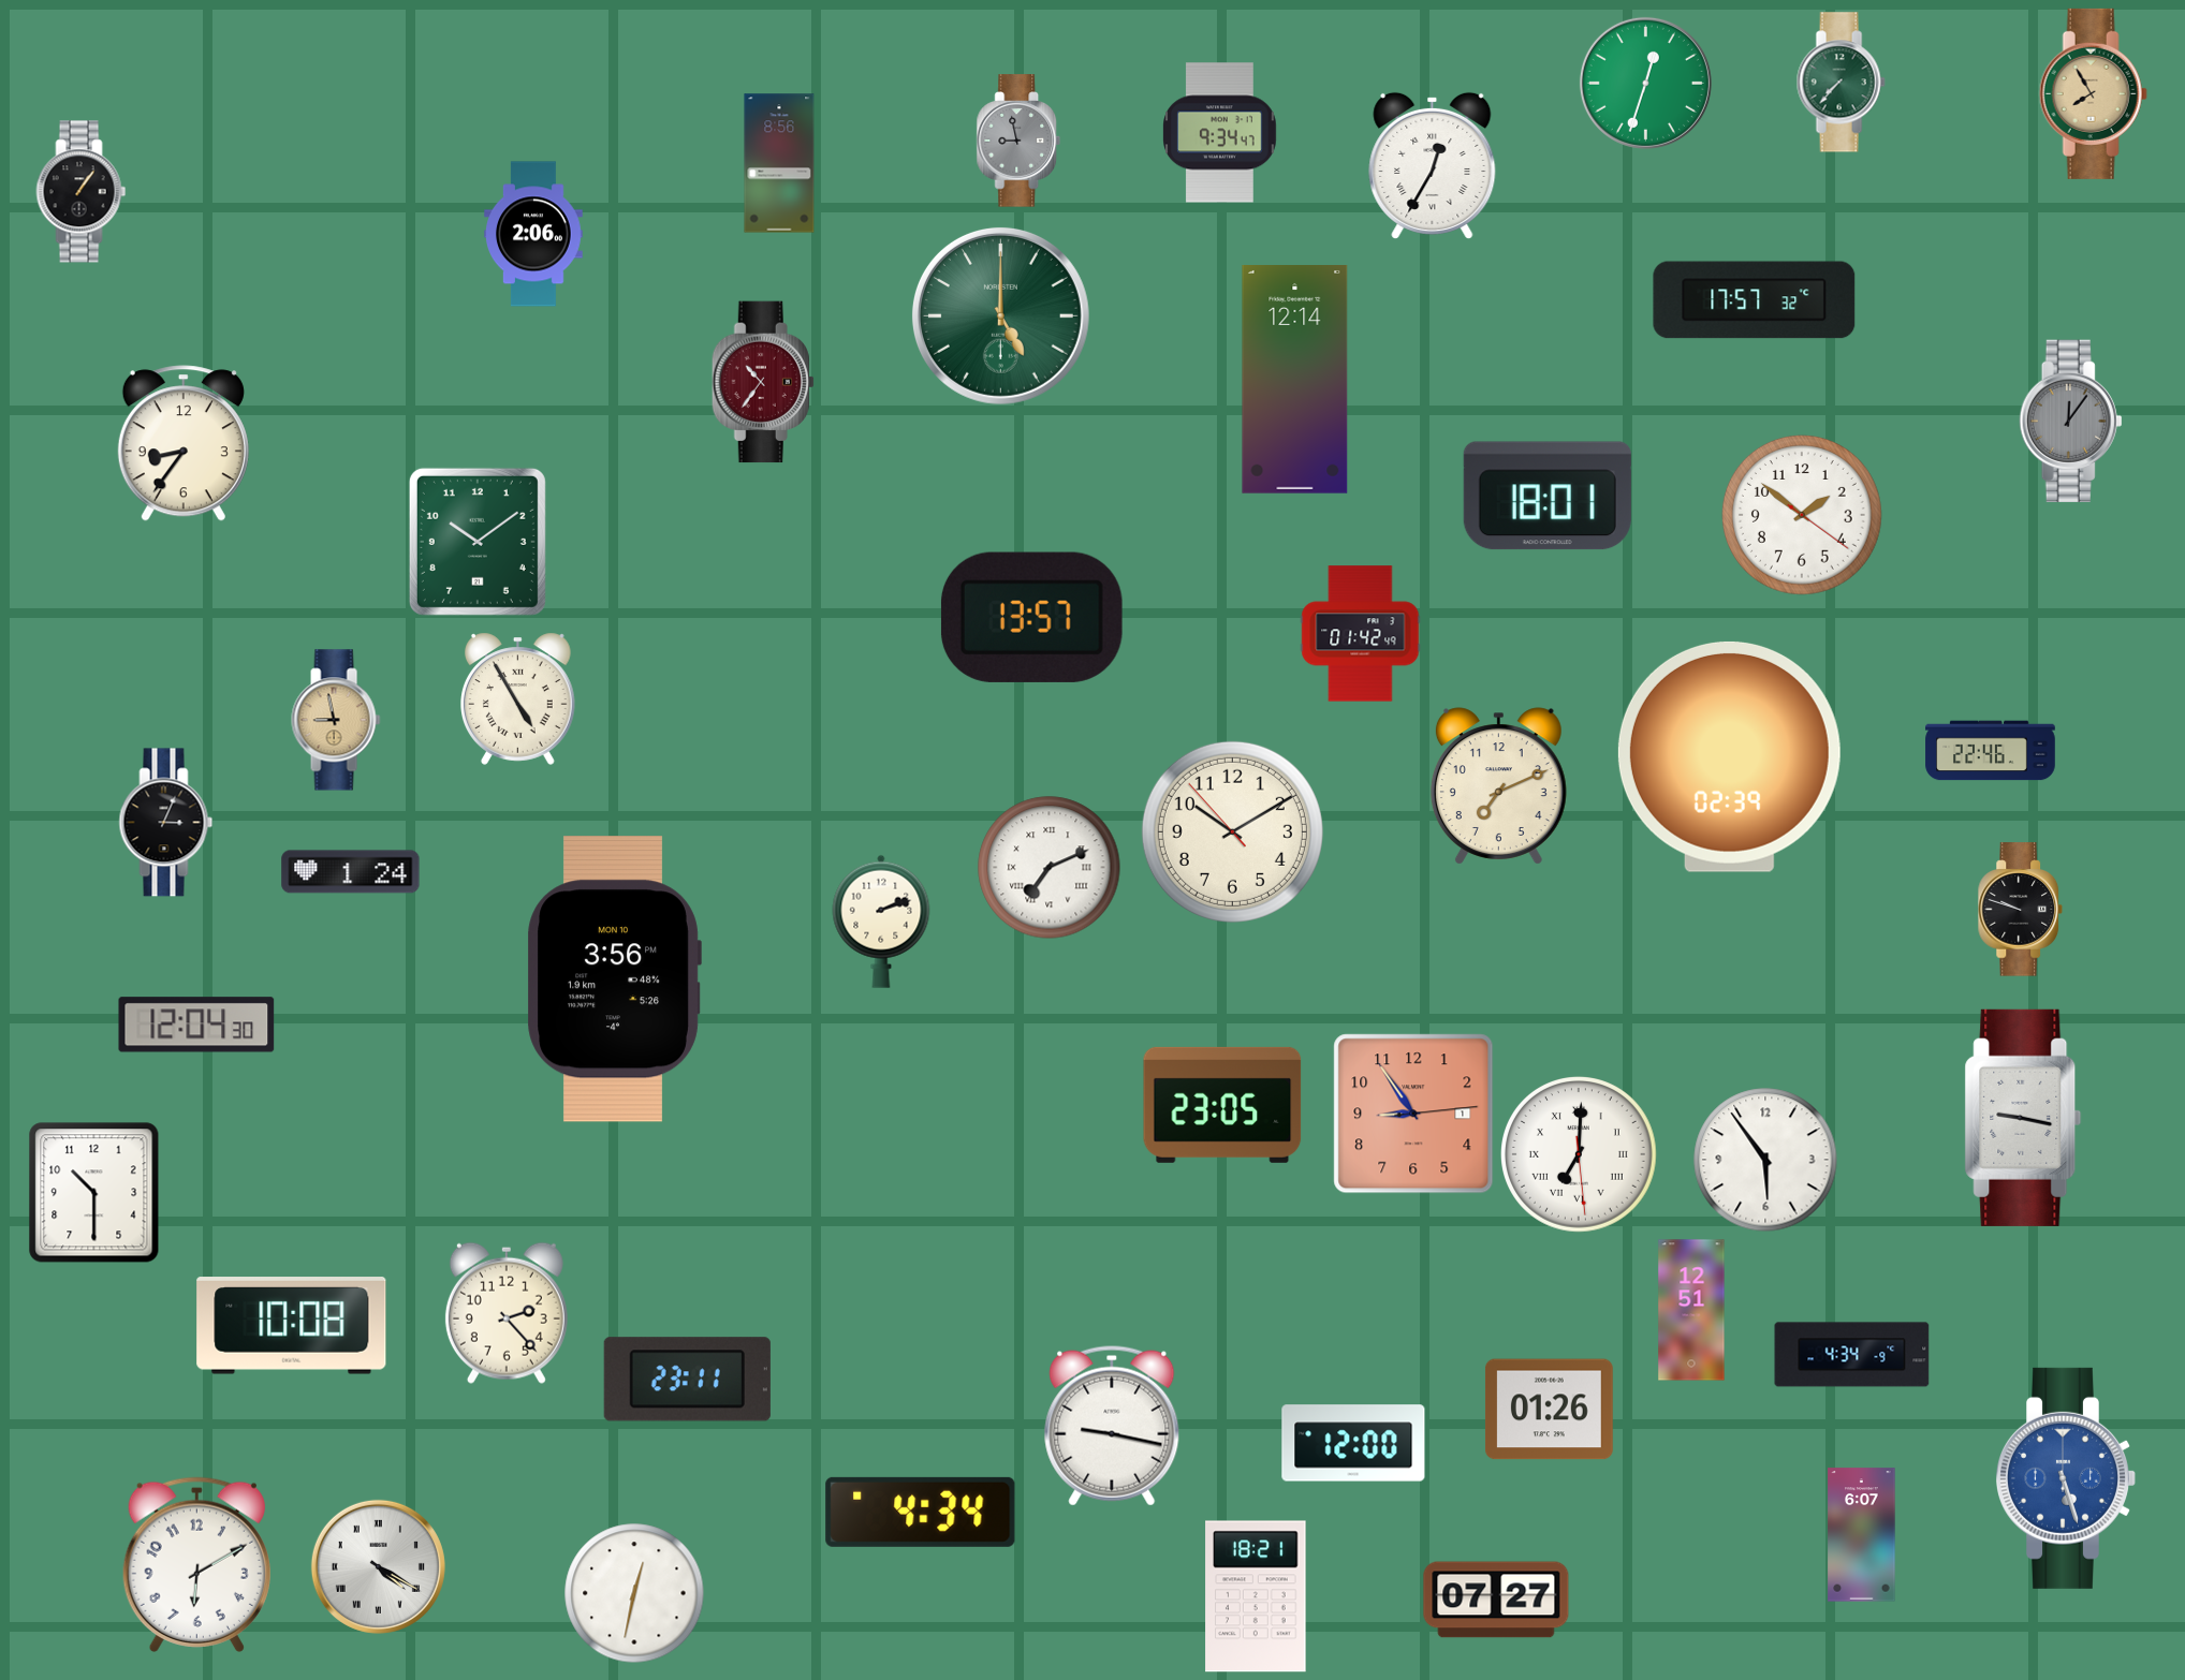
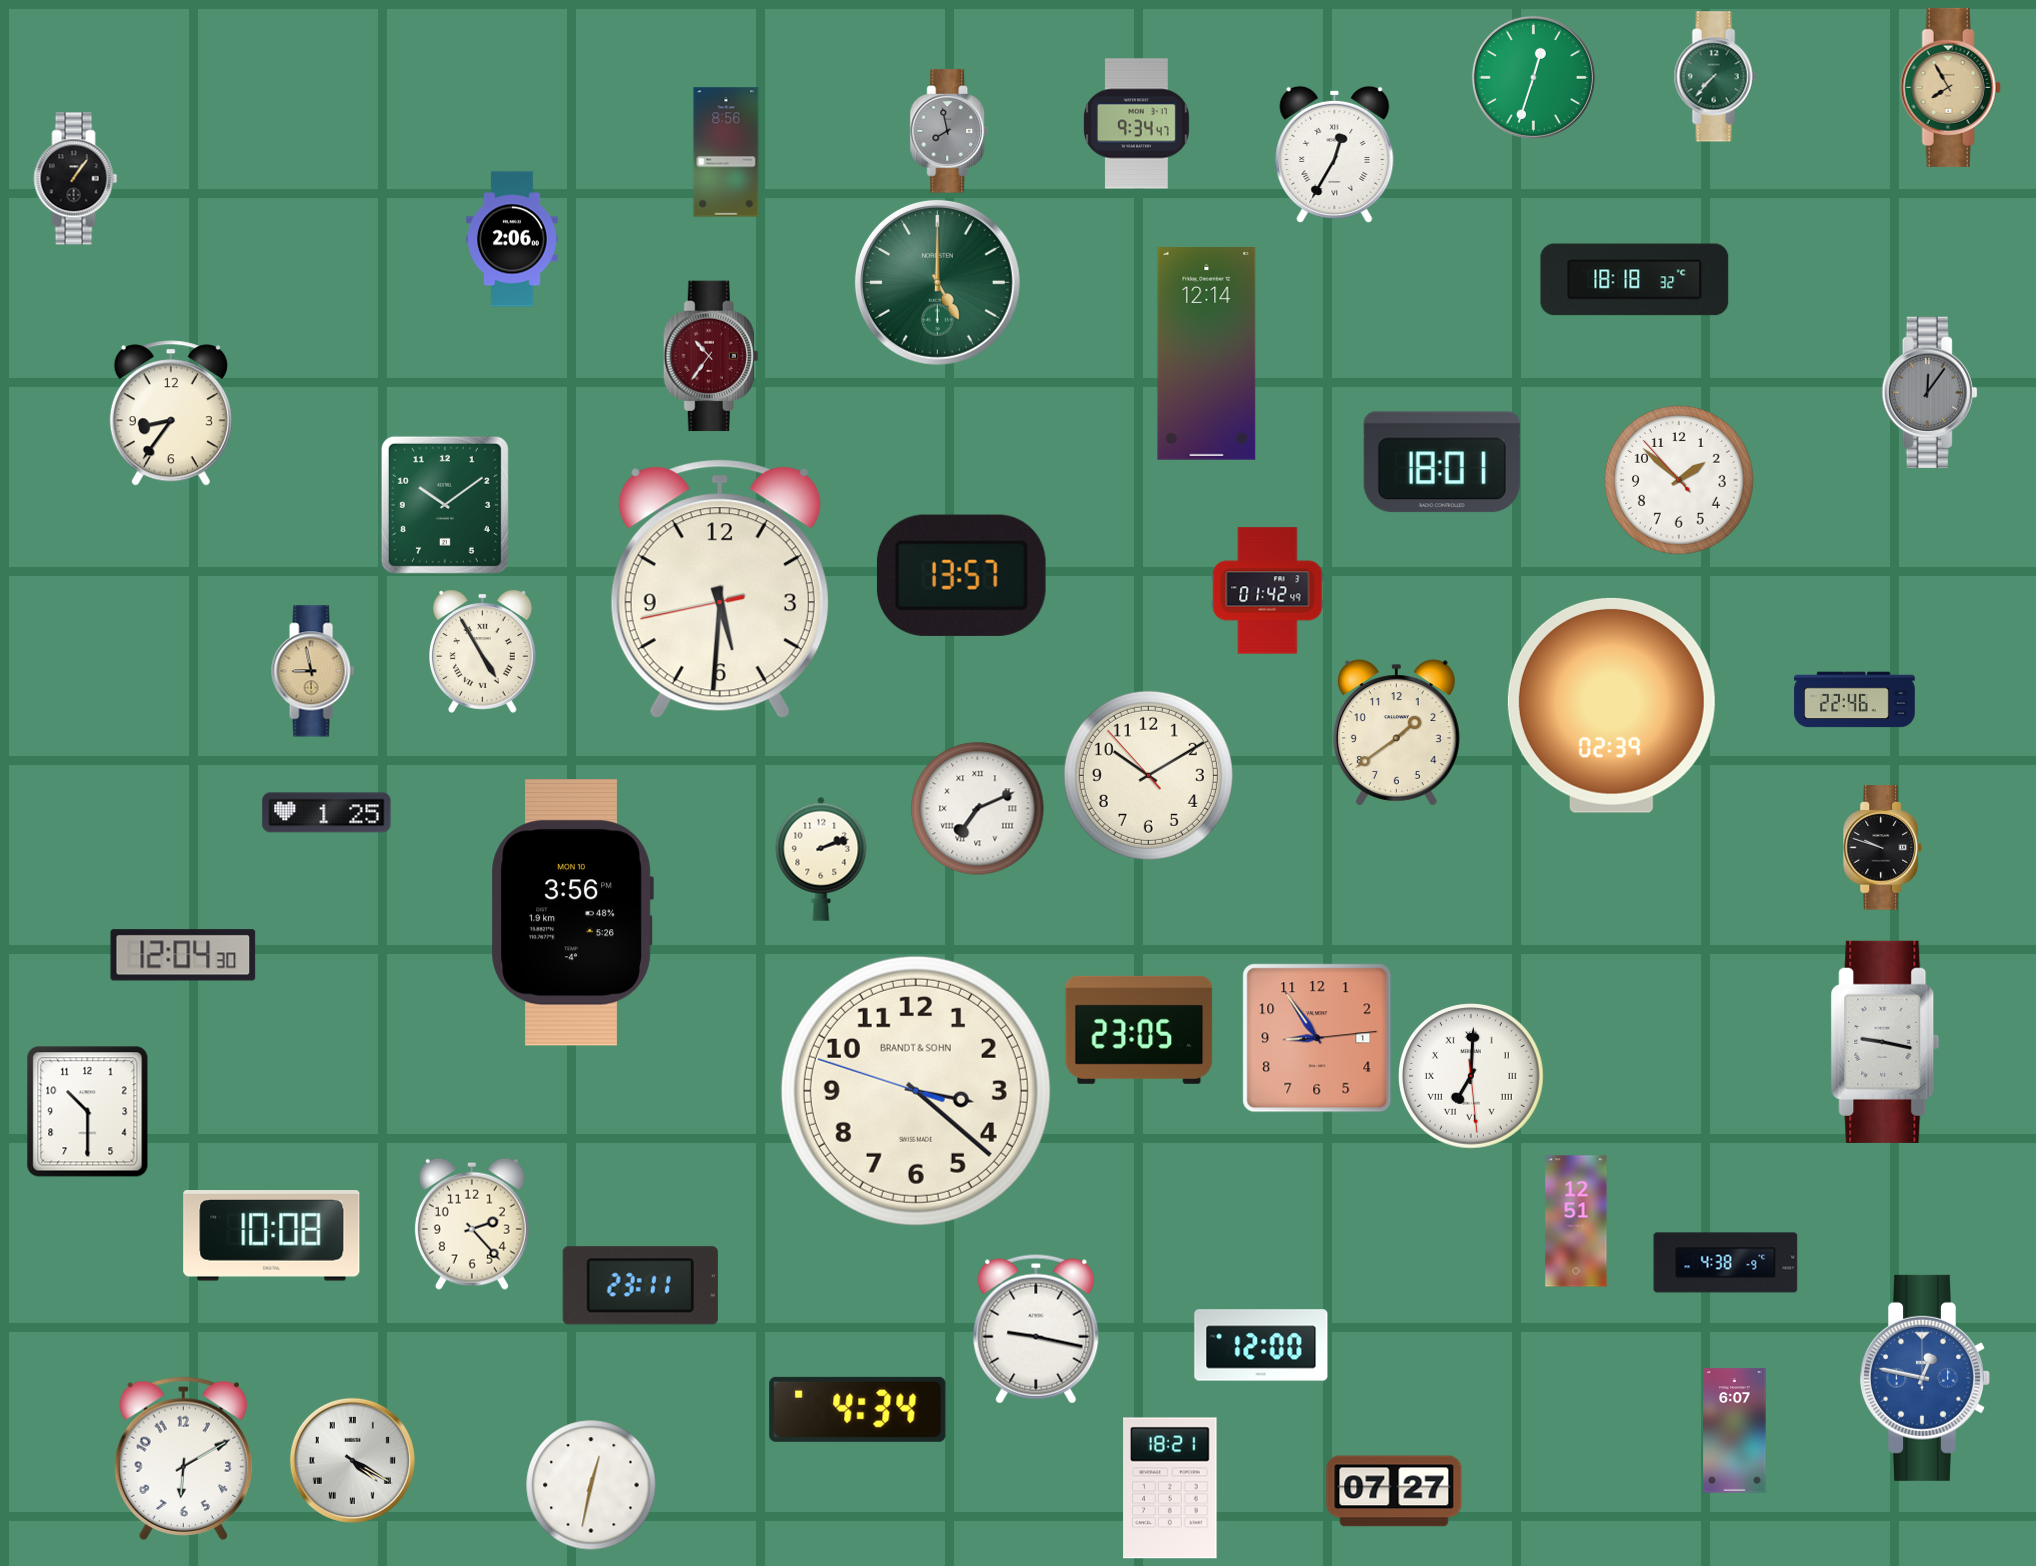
clock at (1018, 141): 8:58 -> 7:58
clock at (533, 234) position: (533, 234) -> (512, 239)
clock at (1755, 300): 17:57 -> 18:18
clock at (1000, 315) position: (1000, 315) -> (937, 282)
clock at (1802, 515): 1:51:21 -> 1:51:53
clock at (720, 589): none -> 5:30
clock at (1498, 786): 7:11 -> 1:39
clock at (166, 823): 3:04 -> none
clock at (351, 872): 1:24 -> 1:25
clock at (1765, 1160): 5:54 -> none
clock at (916, 1091): none -> 3:21
clock at (1852, 1355): 4:34 -> 4:38
clock at (1549, 1410): 01:26 -> none
clock at (2067, 1478): 5:27 -> 12:47
